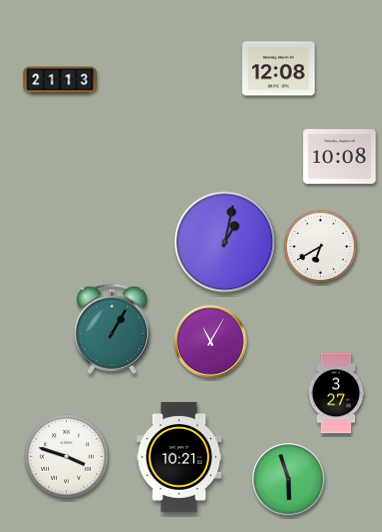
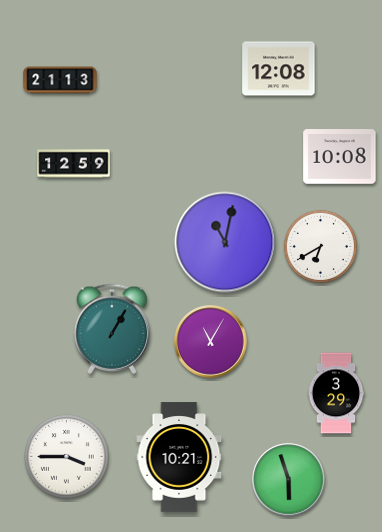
clock at (74, 164): none -> 12:59
clock at (225, 242): 1:02 -> 11:02
clock at (336, 393): 3:27 -> 3:29
clock at (67, 457): 3:48 -> 3:45
